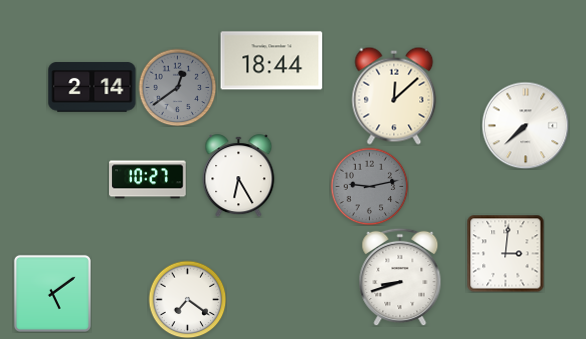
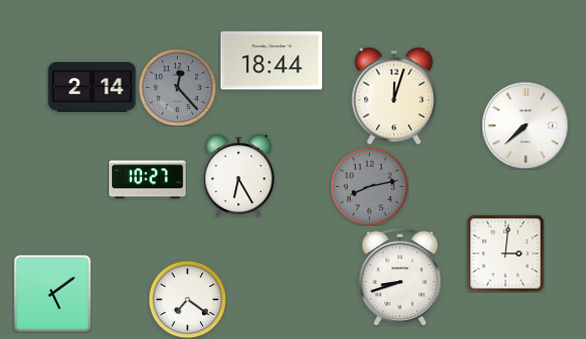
clock at (177, 87): 12:39 -> 12:23
clock at (394, 96): 12:08 -> 12:03
clock at (369, 186): 9:13 -> 8:13
